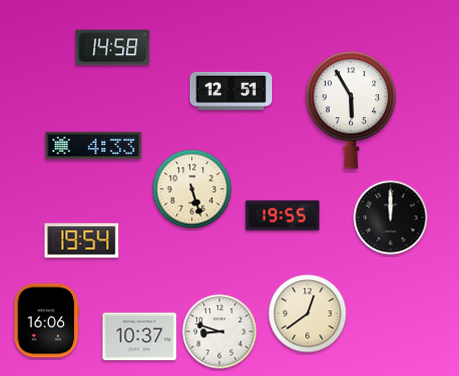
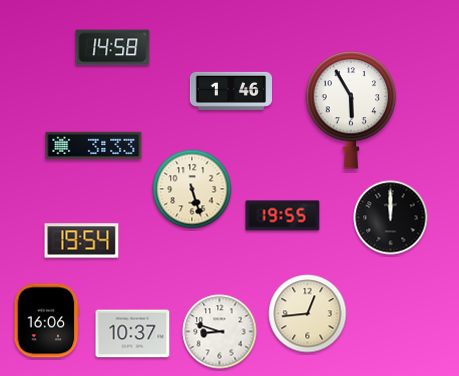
clock at (231, 91): 12:51 -> 1:46
clock at (94, 145): 4:33 -> 3:33
clock at (308, 314): 12:39 -> 12:44
clock at (140, 337) position: (140, 337) -> (133, 334)
